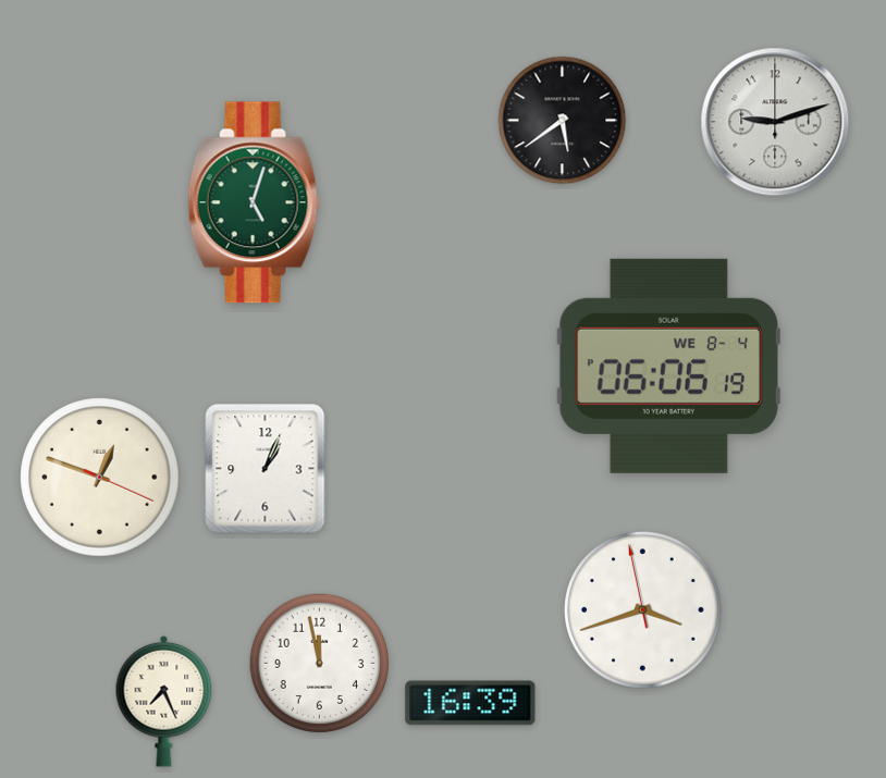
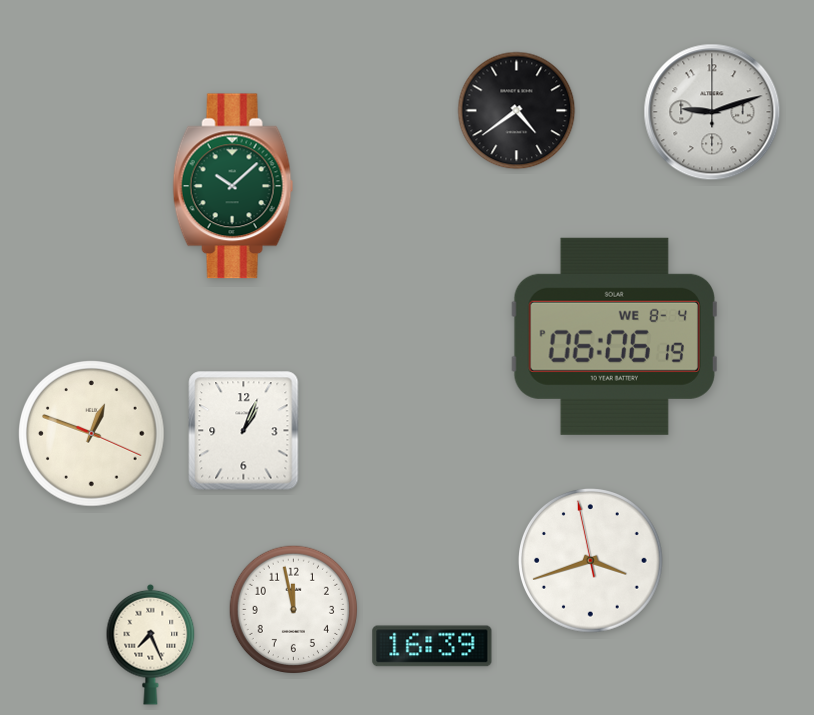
clock at (563, 121): 5:39 -> 4:39
clock at (254, 202): 5:03 -> 10:08
clock at (100, 478) position: (100, 478) -> (92, 434)
